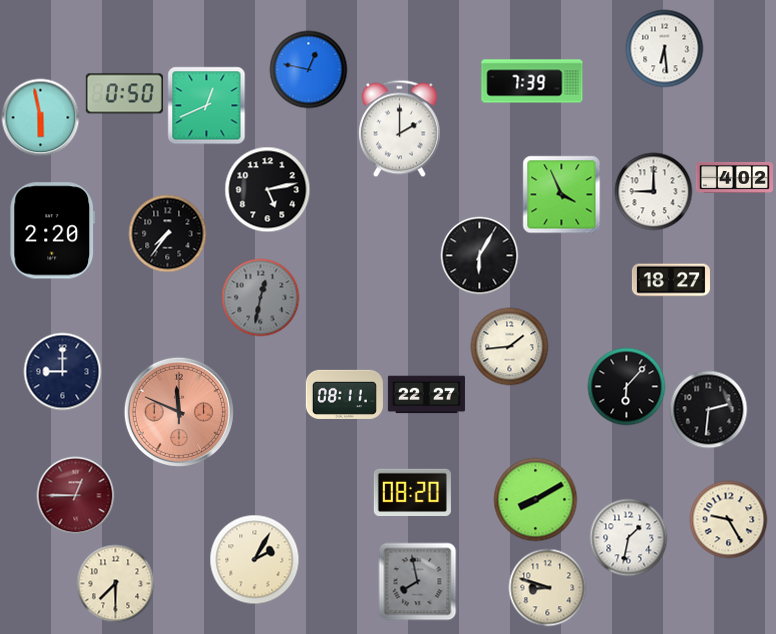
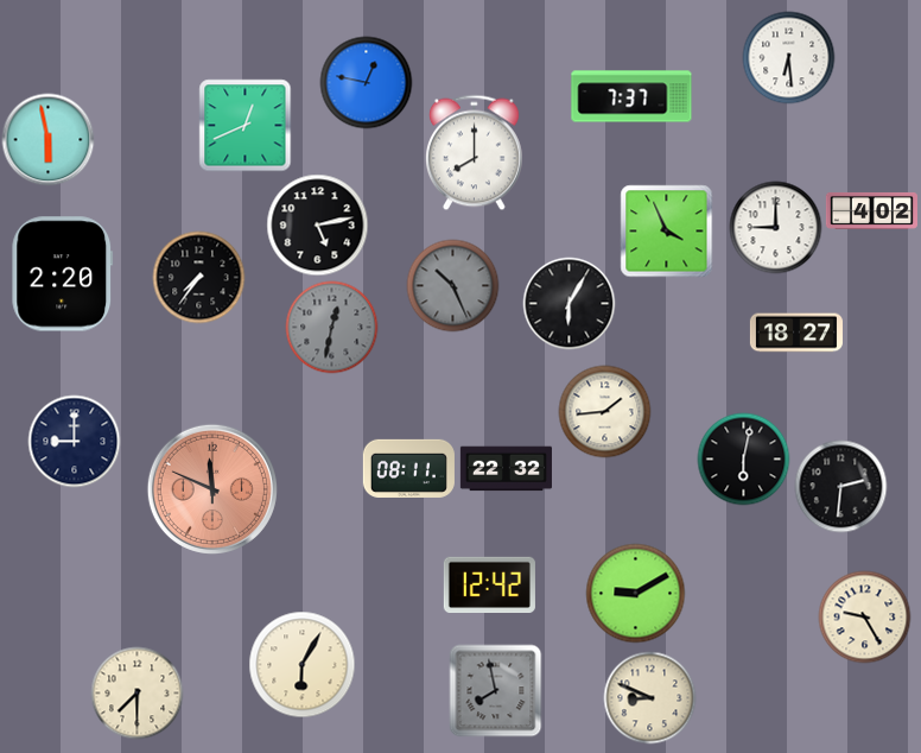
clock at (532, 81): 7:39 -> 7:37
clock at (124, 94): 0:50 -> none
clock at (399, 128): 2:00 -> 8:00
clock at (452, 285): none -> 10:26
clock at (260, 297) position: (260, 297) -> (331, 327)
clock at (626, 386): 6:07 -> 6:02
clock at (426, 395): 22:27 -> 22:32
clock at (412, 492): 08:20 -> 12:42
clock at (75, 495): 12:45 -> none
clock at (535, 499): 8:10 -> 9:10
clock at (628, 537): 1:32 -> none
clock at (254, 559): 2:05 -> 6:05
clock at (547, 587): 8:48 -> 8:49
